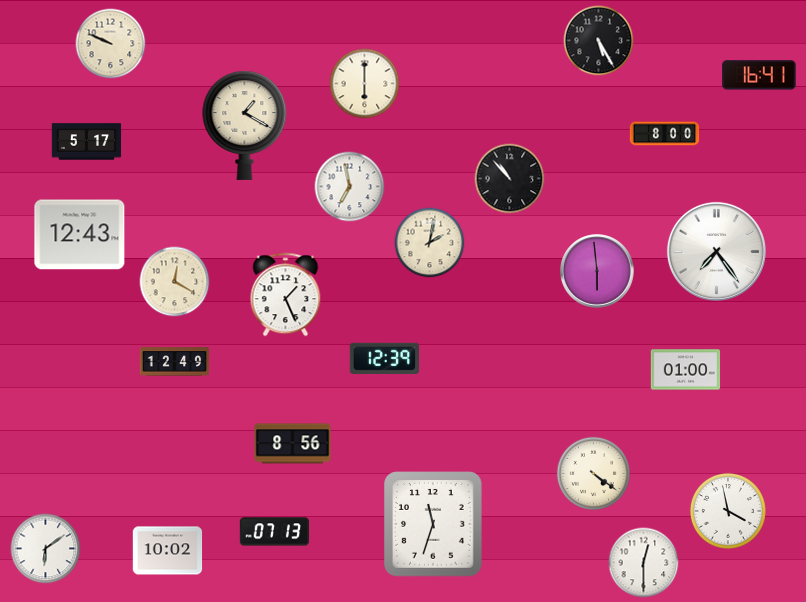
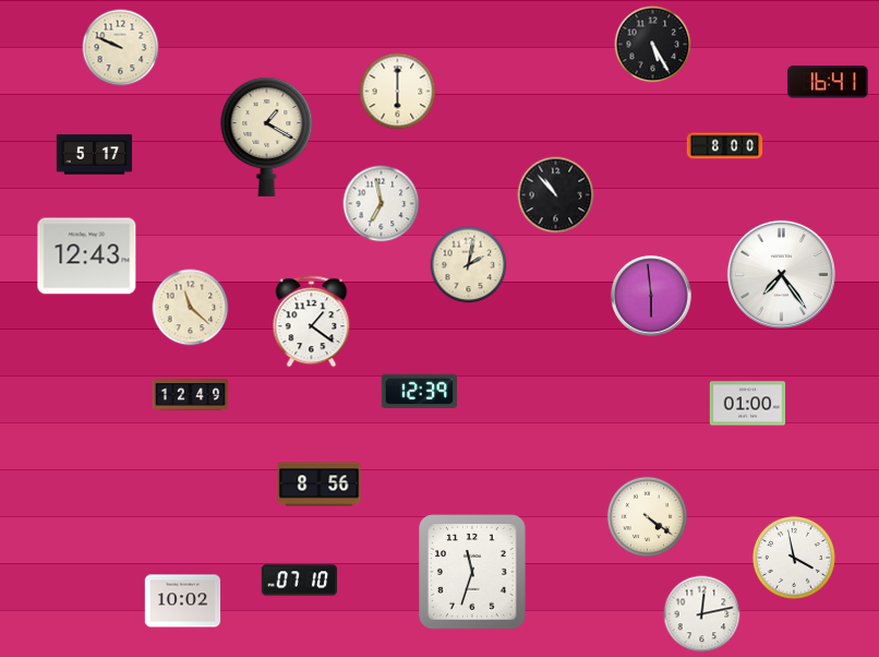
clock at (175, 282): 12:20 -> 11:22
clock at (286, 295): 1:26 -> 1:21
clock at (275, 532): 07:13 -> 07:10
clock at (46, 549): 6:09 -> none
clock at (644, 563): 12:30 -> 12:13
